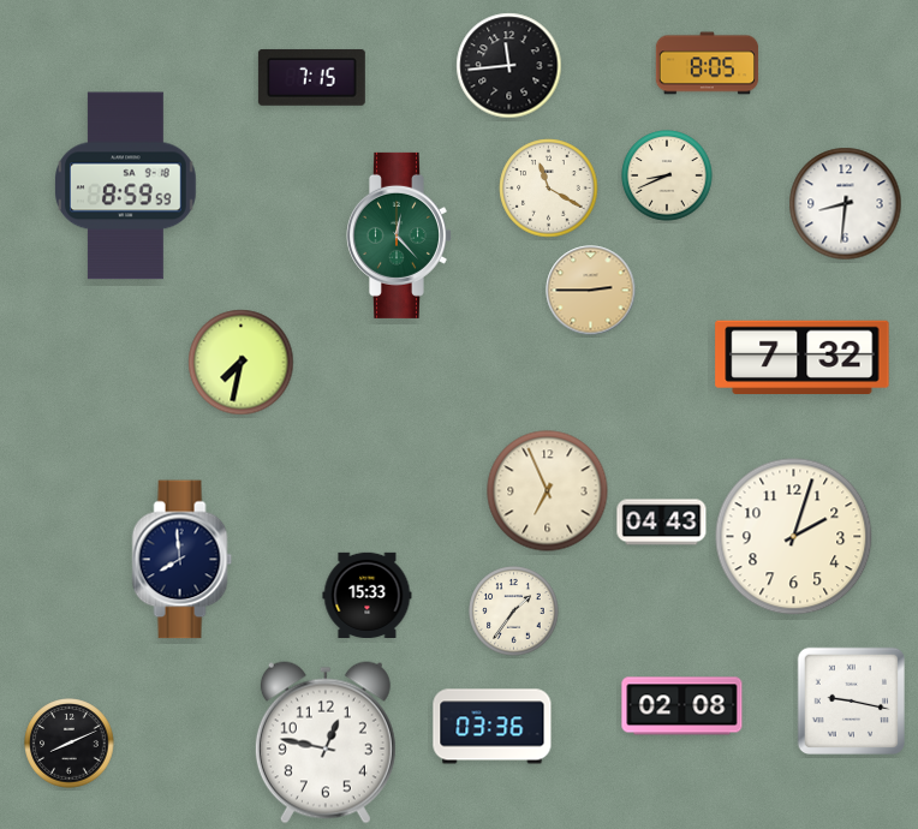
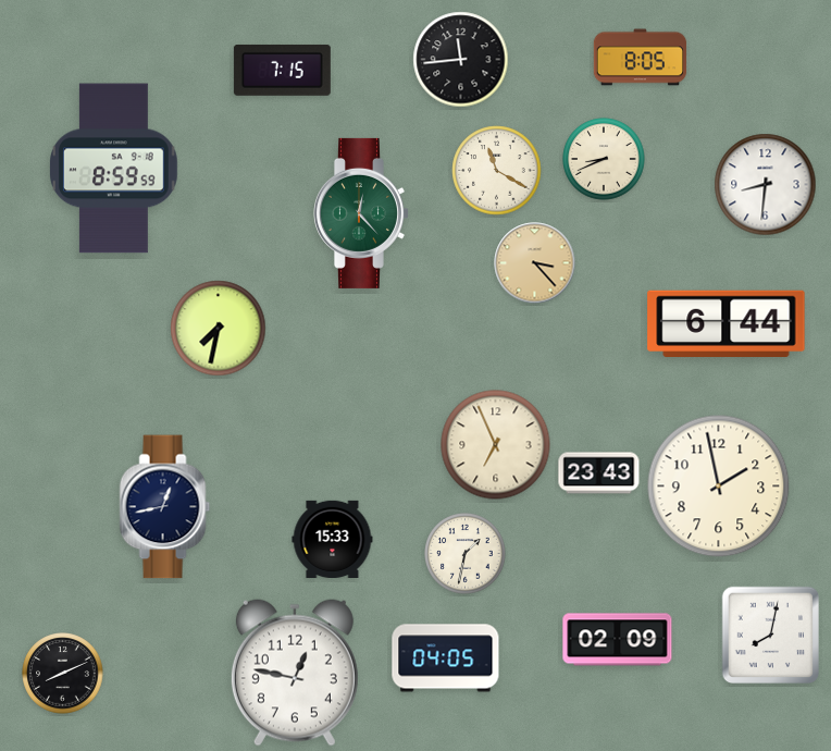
clock at (591, 291): 2:45 -> 3:23
clock at (803, 357): 7:32 -> 6:44
clock at (662, 523): 04:43 -> 23:43
clock at (794, 537): 2:03 -> 1:58
clock at (183, 560): 7:59 -> 12:43
clock at (514, 612): 1:36 -> 1:32
clock at (852, 702): 9:17 -> 8:02
clock at (682, 706): 02:08 -> 02:09
clock at (493, 727): 03:36 -> 04:05
